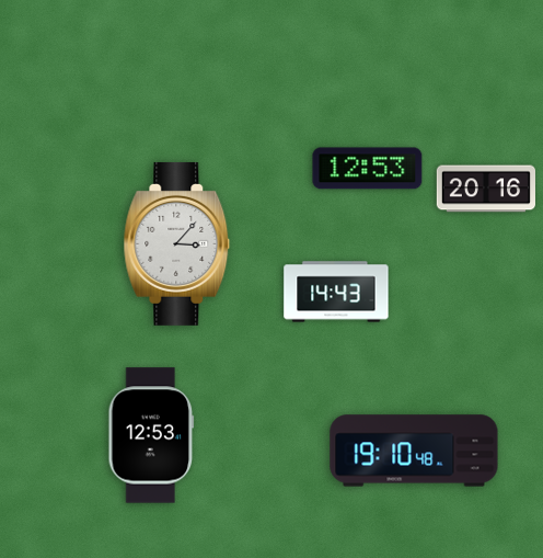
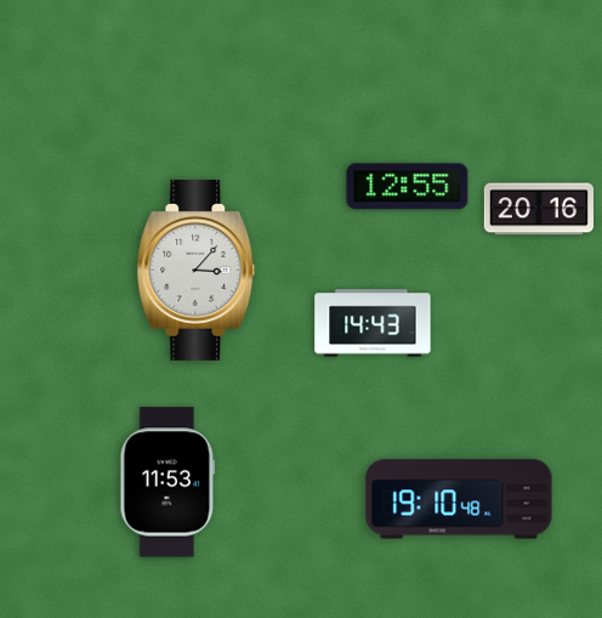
clock at (368, 169): 12:53 -> 12:55
clock at (151, 435): 12:53 -> 11:53
